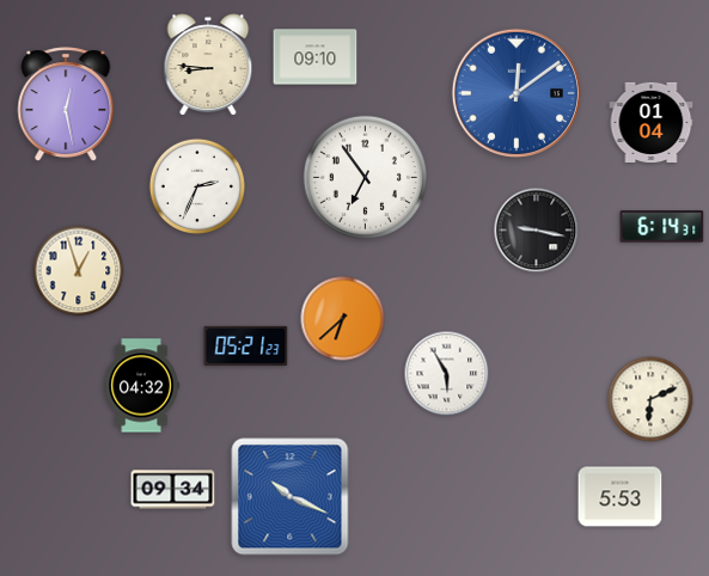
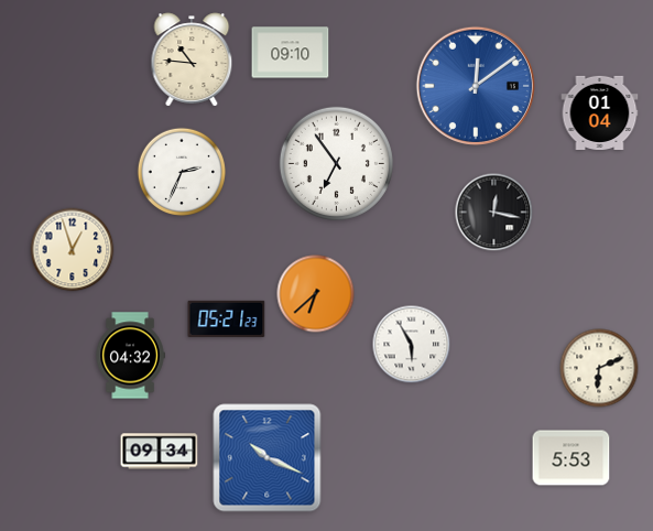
clock at (208, 65): 8:46 -> 10:46
clock at (66, 104): 12:28 -> none
clock at (662, 227): 6:14 -> none
clock at (537, 231): 9:17 -> 12:17
